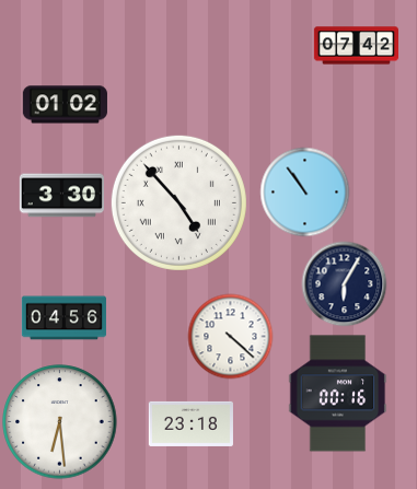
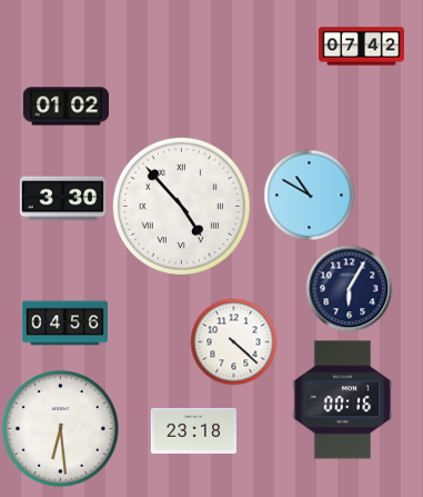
clock at (304, 191): 10:54 -> 10:50
